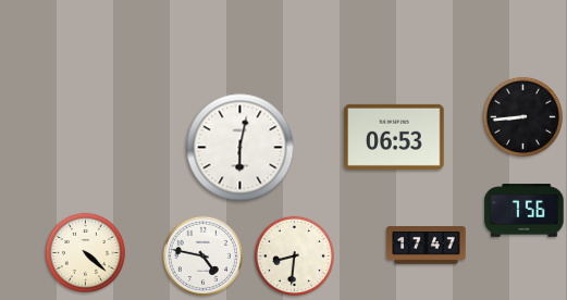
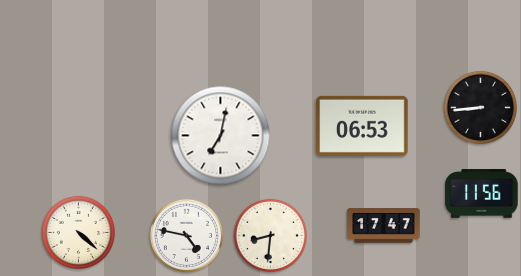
clock at (241, 148): 6:02 -> 7:02
clock at (525, 211): 7:56 -> 11:56
clock at (427, 246) position: (427, 246) -> (384, 226)
